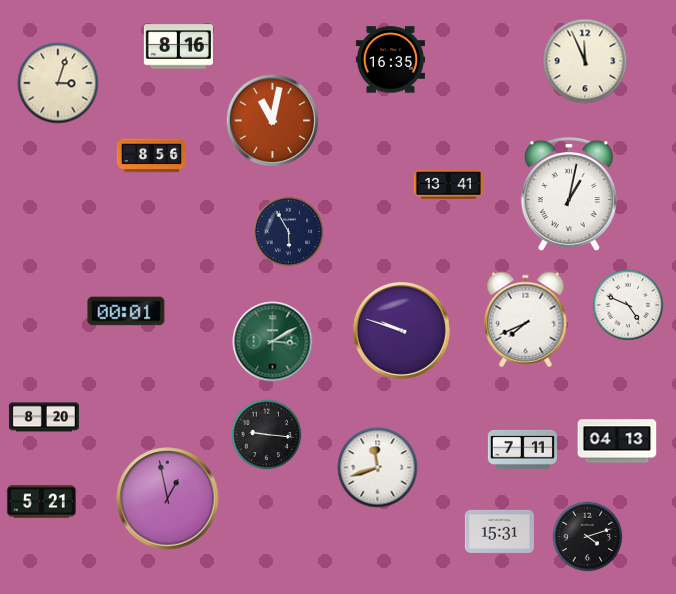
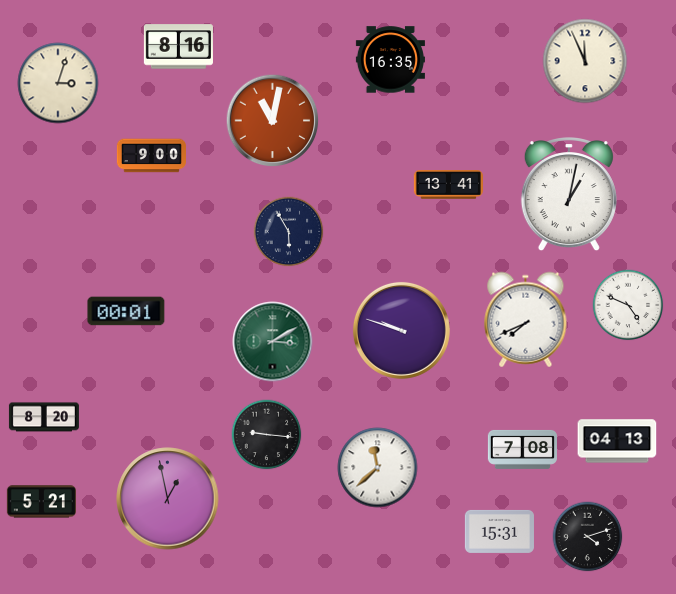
clock at (151, 156): 8:56 -> 9:00
clock at (522, 449): 7:11 -> 7:08
clock at (378, 468): 11:42 -> 11:38
